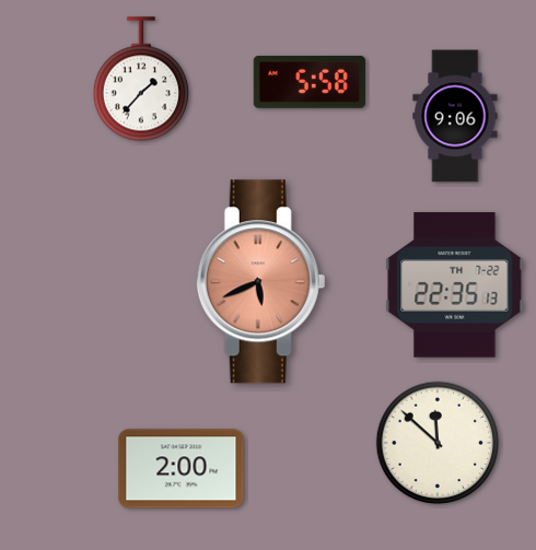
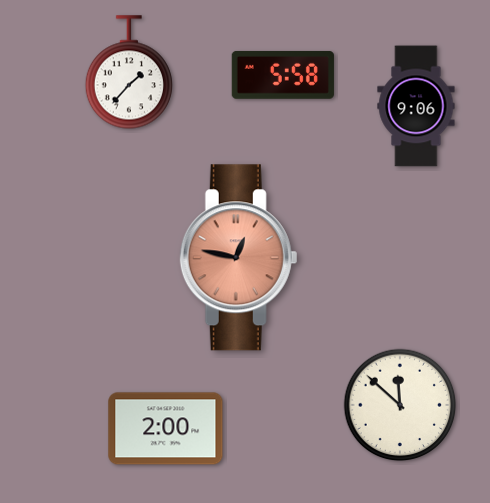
clock at (261, 282): 5:41 -> 12:47
clock at (455, 285): 22:35 -> none
